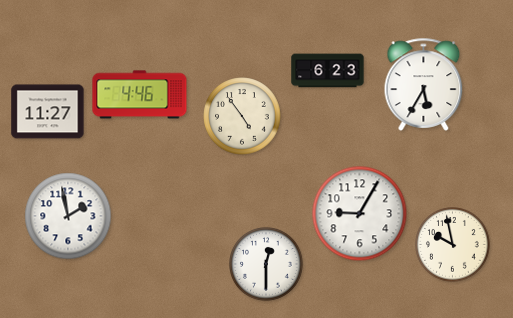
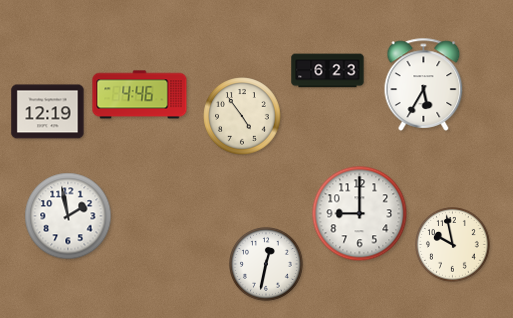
clock at (48, 112): 11:27 -> 12:19
clock at (360, 214): 9:05 -> 9:00
clock at (267, 265): 12:30 -> 12:32
